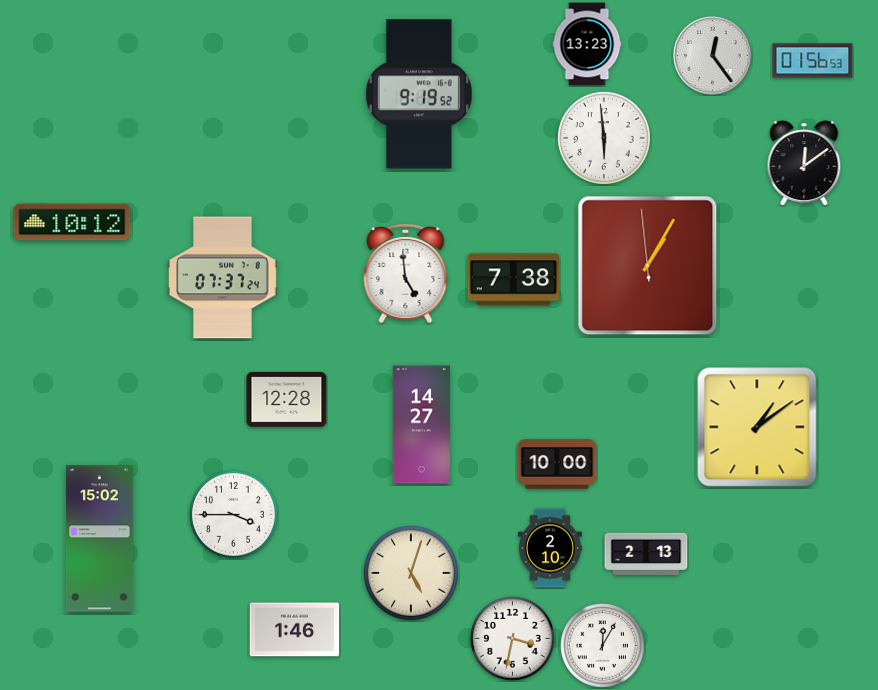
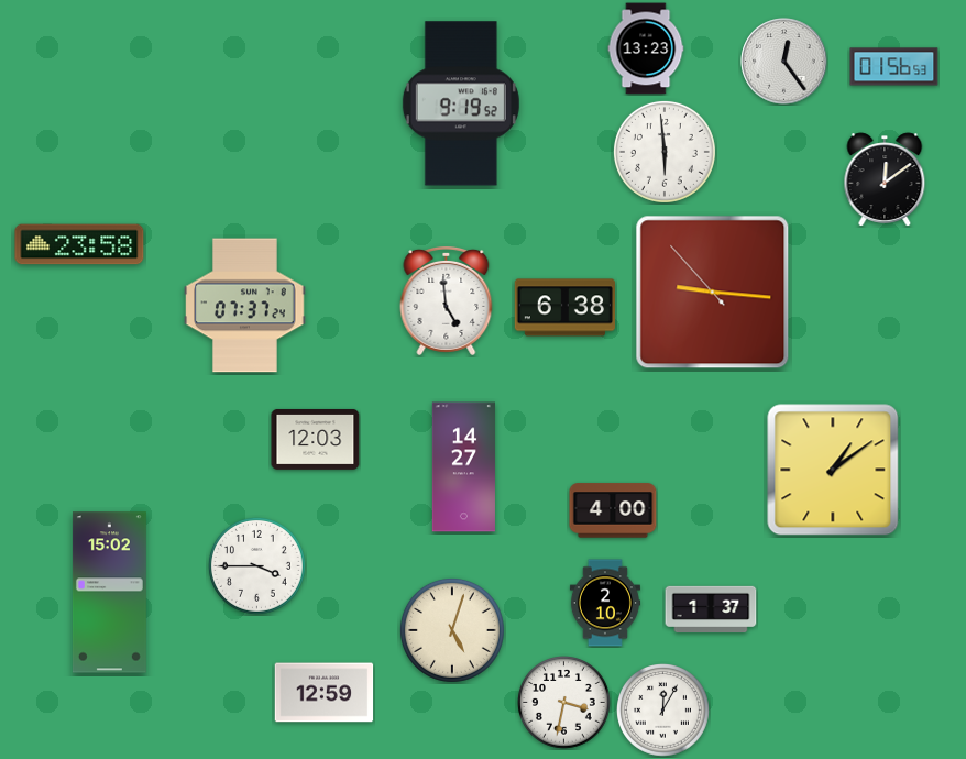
clock at (72, 222): 10:12 -> 23:58
clock at (648, 266): 1:04 -> 9:15
clock at (514, 280): 7:38 -> 6:38
clock at (287, 399): 12:28 -> 12:03
clock at (557, 464): 10:00 -> 4:00
clock at (646, 553): 2:13 -> 1:37
clock at (295, 630): 1:46 -> 12:59
